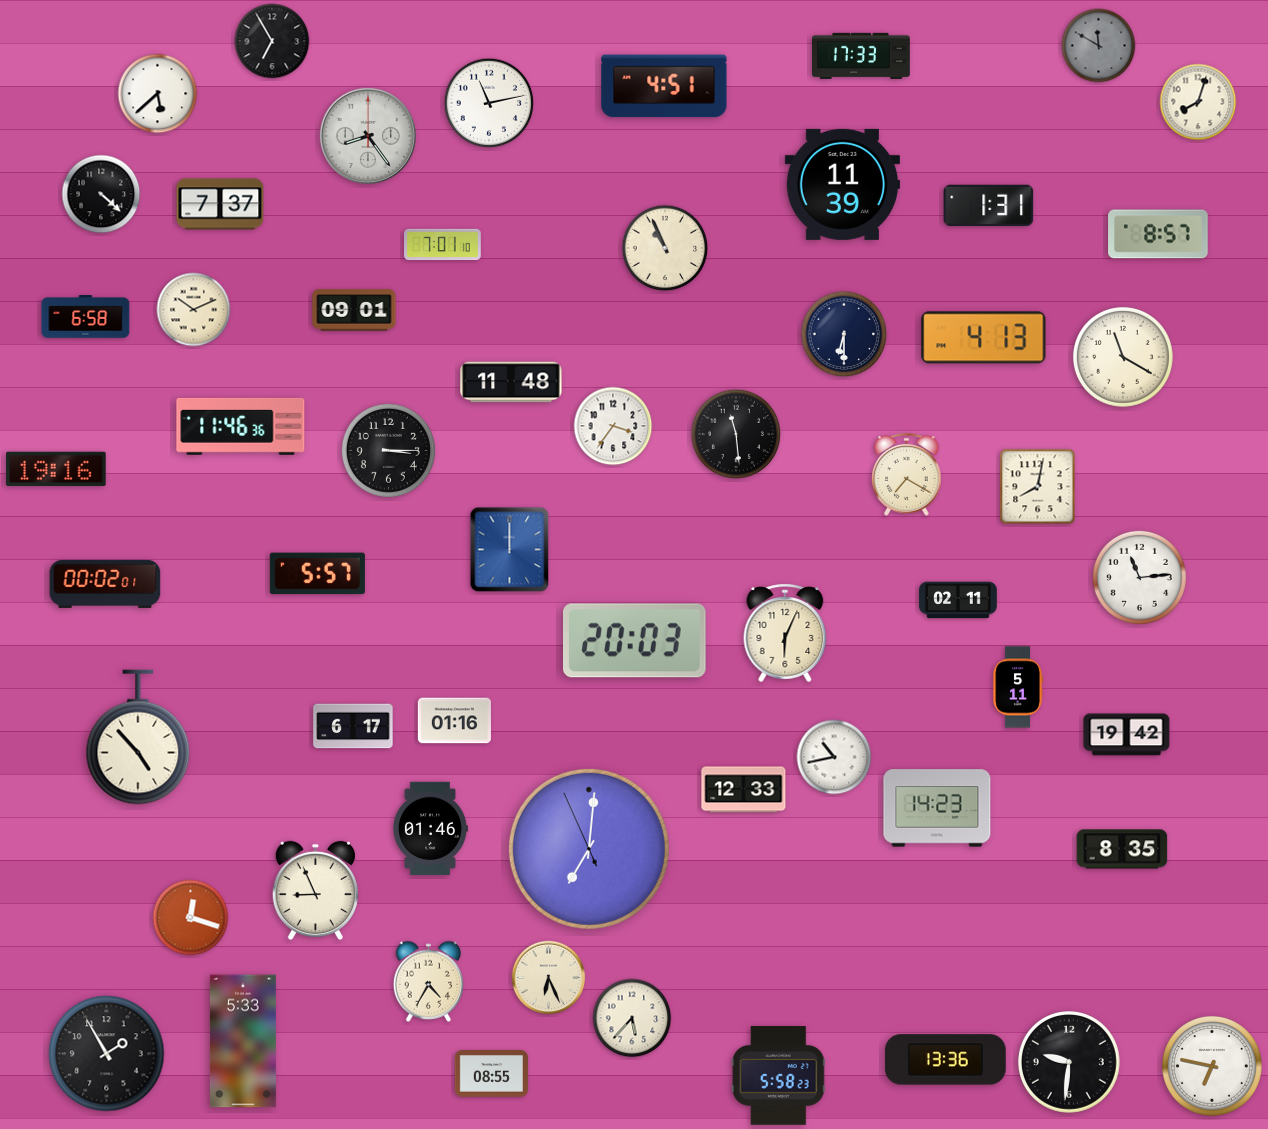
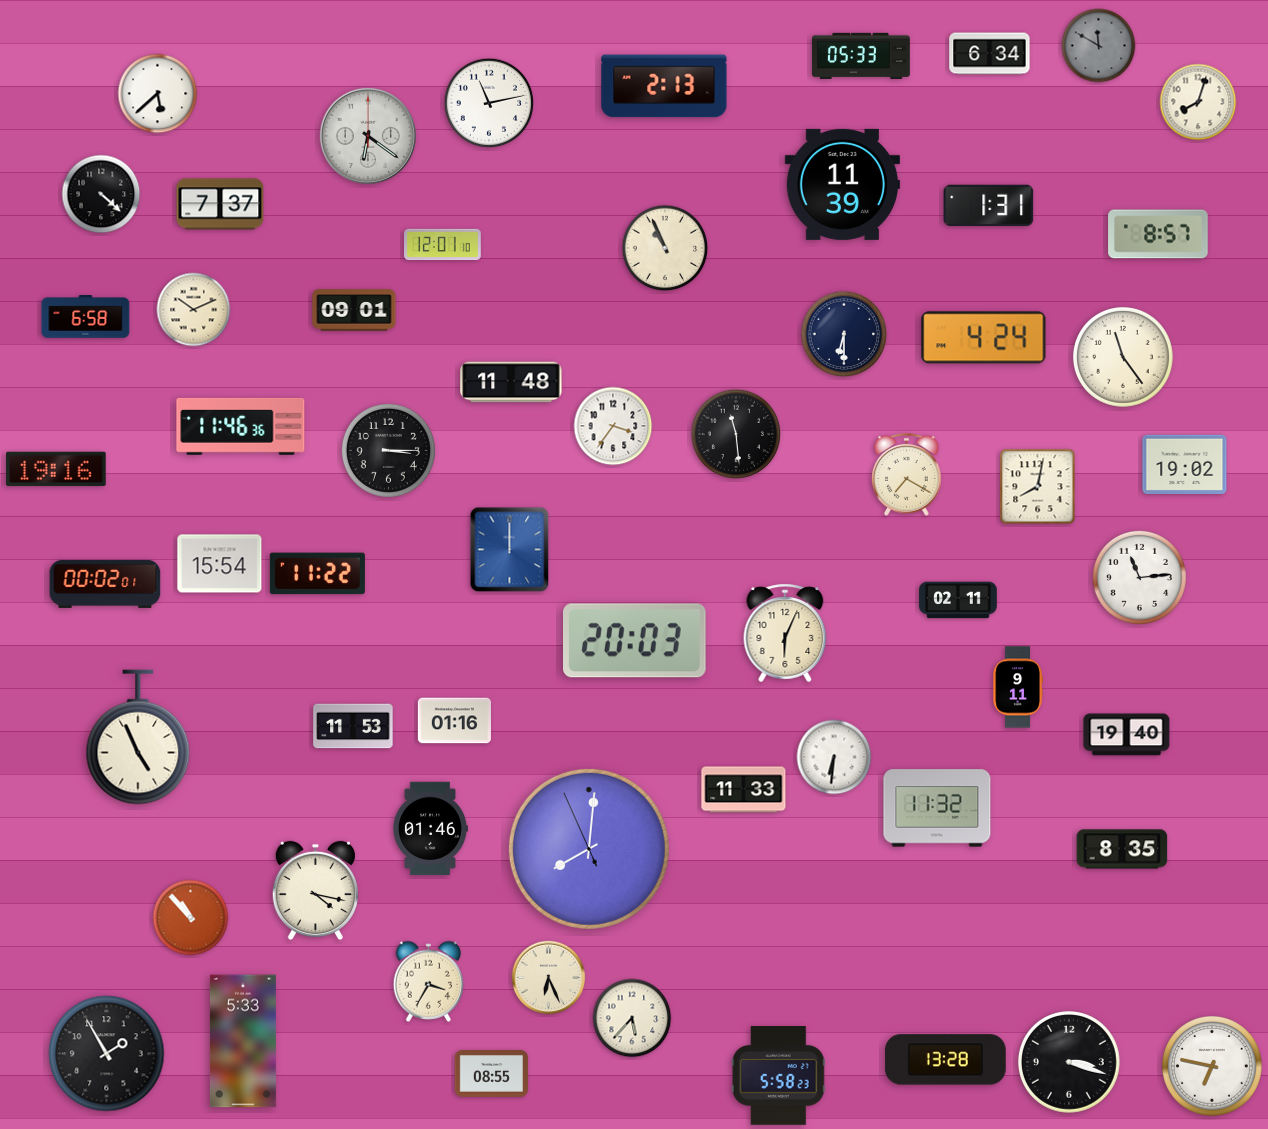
clock at (272, 41): 6:55 -> none
clock at (990, 54): none -> 6:34
clock at (862, 56): 17:33 -> 05:33
clock at (664, 86): 4:51 -> 2:13
clock at (368, 136): 8:24 -> 6:21
clock at (443, 245): 7:01 -> 12:01
clock at (984, 338): 4:13 -> 4:24
clock at (1123, 357): 11:20 -> 11:24
clock at (1185, 464): none -> 19:02
clock at (220, 564): none -> 15:54
clock at (317, 574): 5:57 -> 11:22
clock at (1018, 687): 5:11 -> 9:11
clock at (353, 726): 6:17 -> 11:53
clock at (1127, 735): 19:42 -> 19:40
clock at (138, 737): 4:53 -> 4:56
clock at (834, 757): 10:43 -> 6:31
clock at (744, 790): 12:33 -> 11:33
clock at (937, 808): 14:23 -> 11:32
clock at (589, 849): 7:00 -> 8:00
clock at (315, 891): 8:56 -> 4:17
clock at (191, 918): 12:18 -> 10:53
clock at (429, 981): 4:35 -> 3:35
clock at (946, 1060): 13:36 -> 13:28
clock at (1070, 1063): 9:31 -> 3:18
